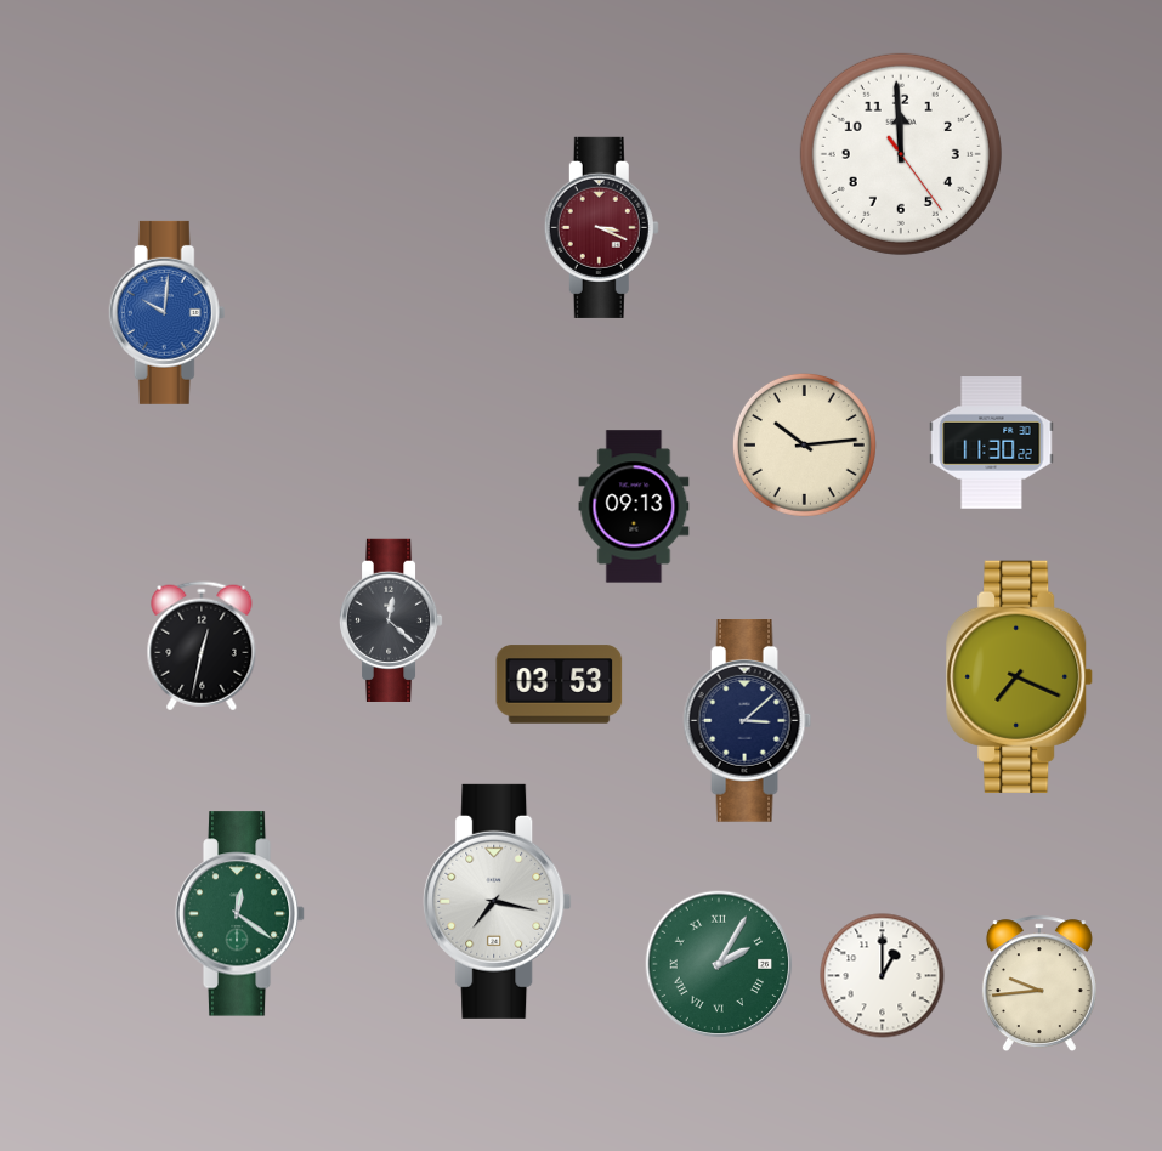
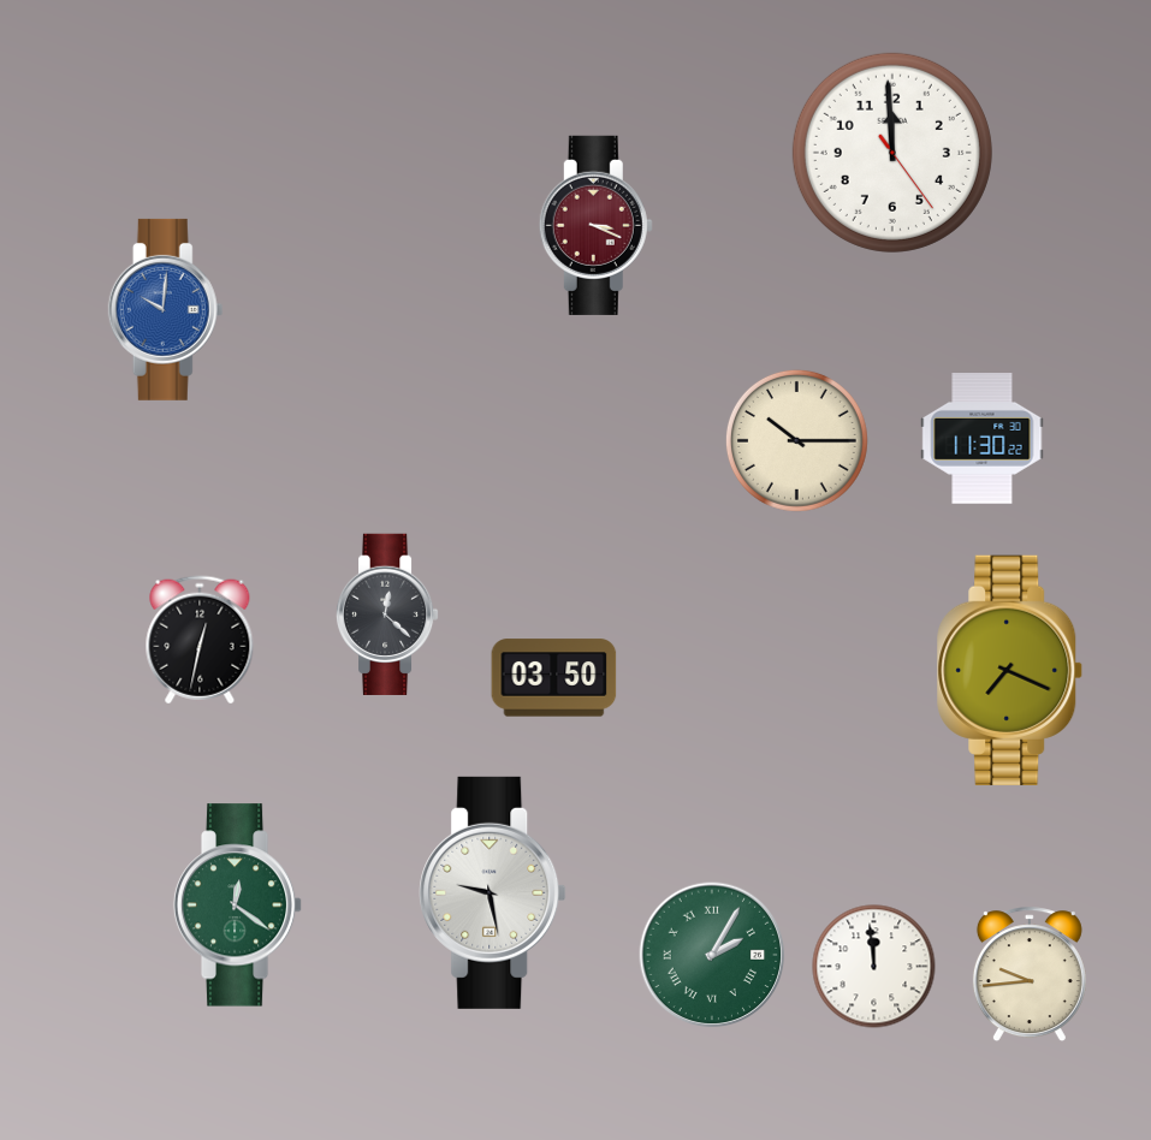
clock at (804, 444): 10:14 -> 10:15
clock at (634, 506): 09:13 -> none
clock at (560, 685): 03:53 -> 03:50
clock at (748, 721): 3:08 -> none
clock at (498, 901): 7:17 -> 9:28
clock at (883, 976): 1:00 -> 11:59
